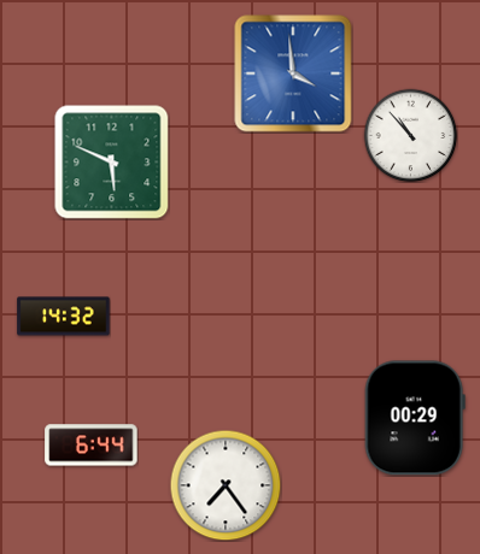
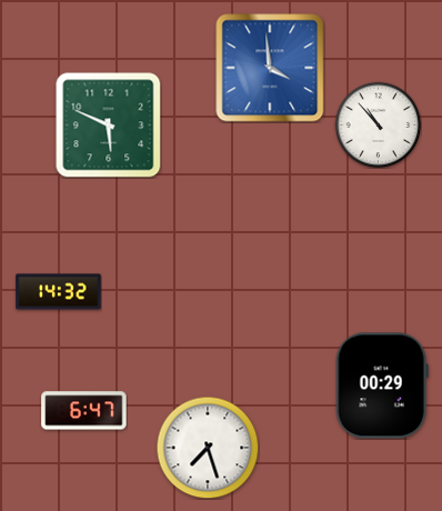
clock at (112, 163) position: (112, 163) -> (109, 126)
clock at (92, 446): 6:44 -> 6:47
clock at (226, 485): 7:24 -> 7:27
